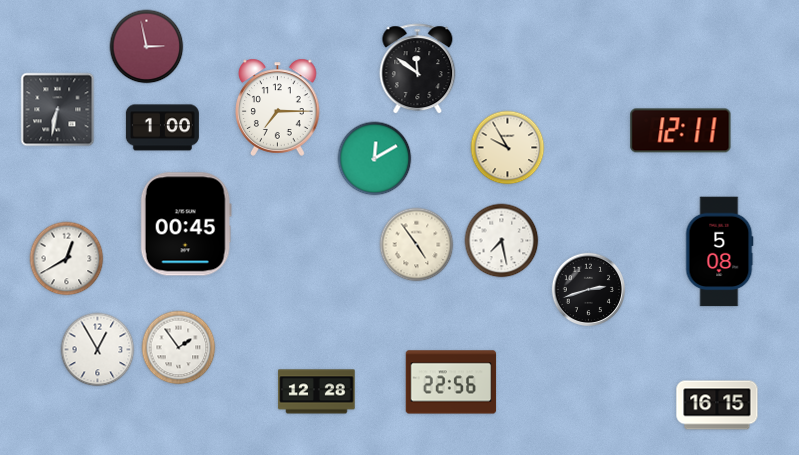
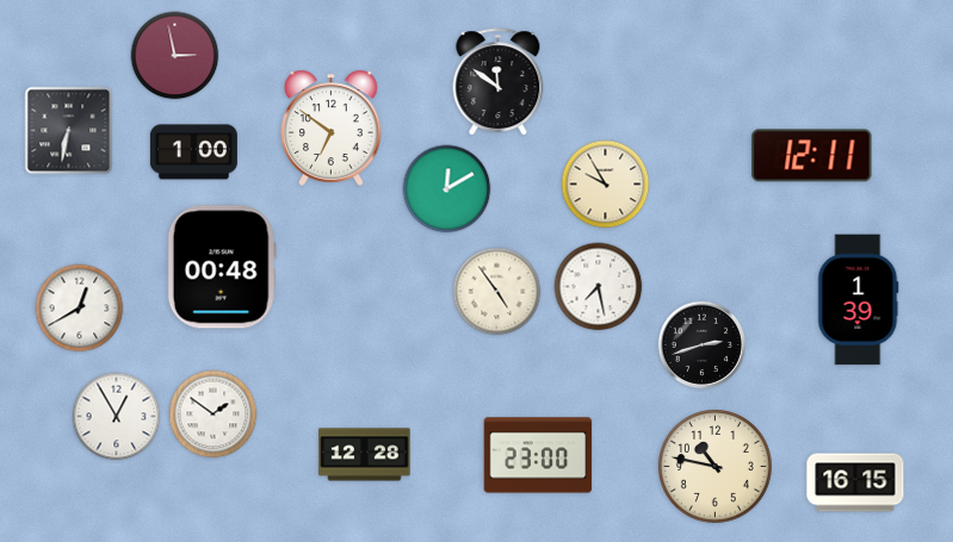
clock at (278, 107): 7:15 -> 6:51
clock at (508, 148) position: (508, 148) -> (606, 185)
clock at (186, 224): 00:45 -> 00:48
clock at (719, 252): 5:08 -> 1:39
clock at (179, 348): 1:54 -> 1:51
clock at (451, 382): 22:56 -> 23:00
clock at (317, 392) position: (317, 392) -> (365, 455)
clock at (716, 467): none -> 10:47
